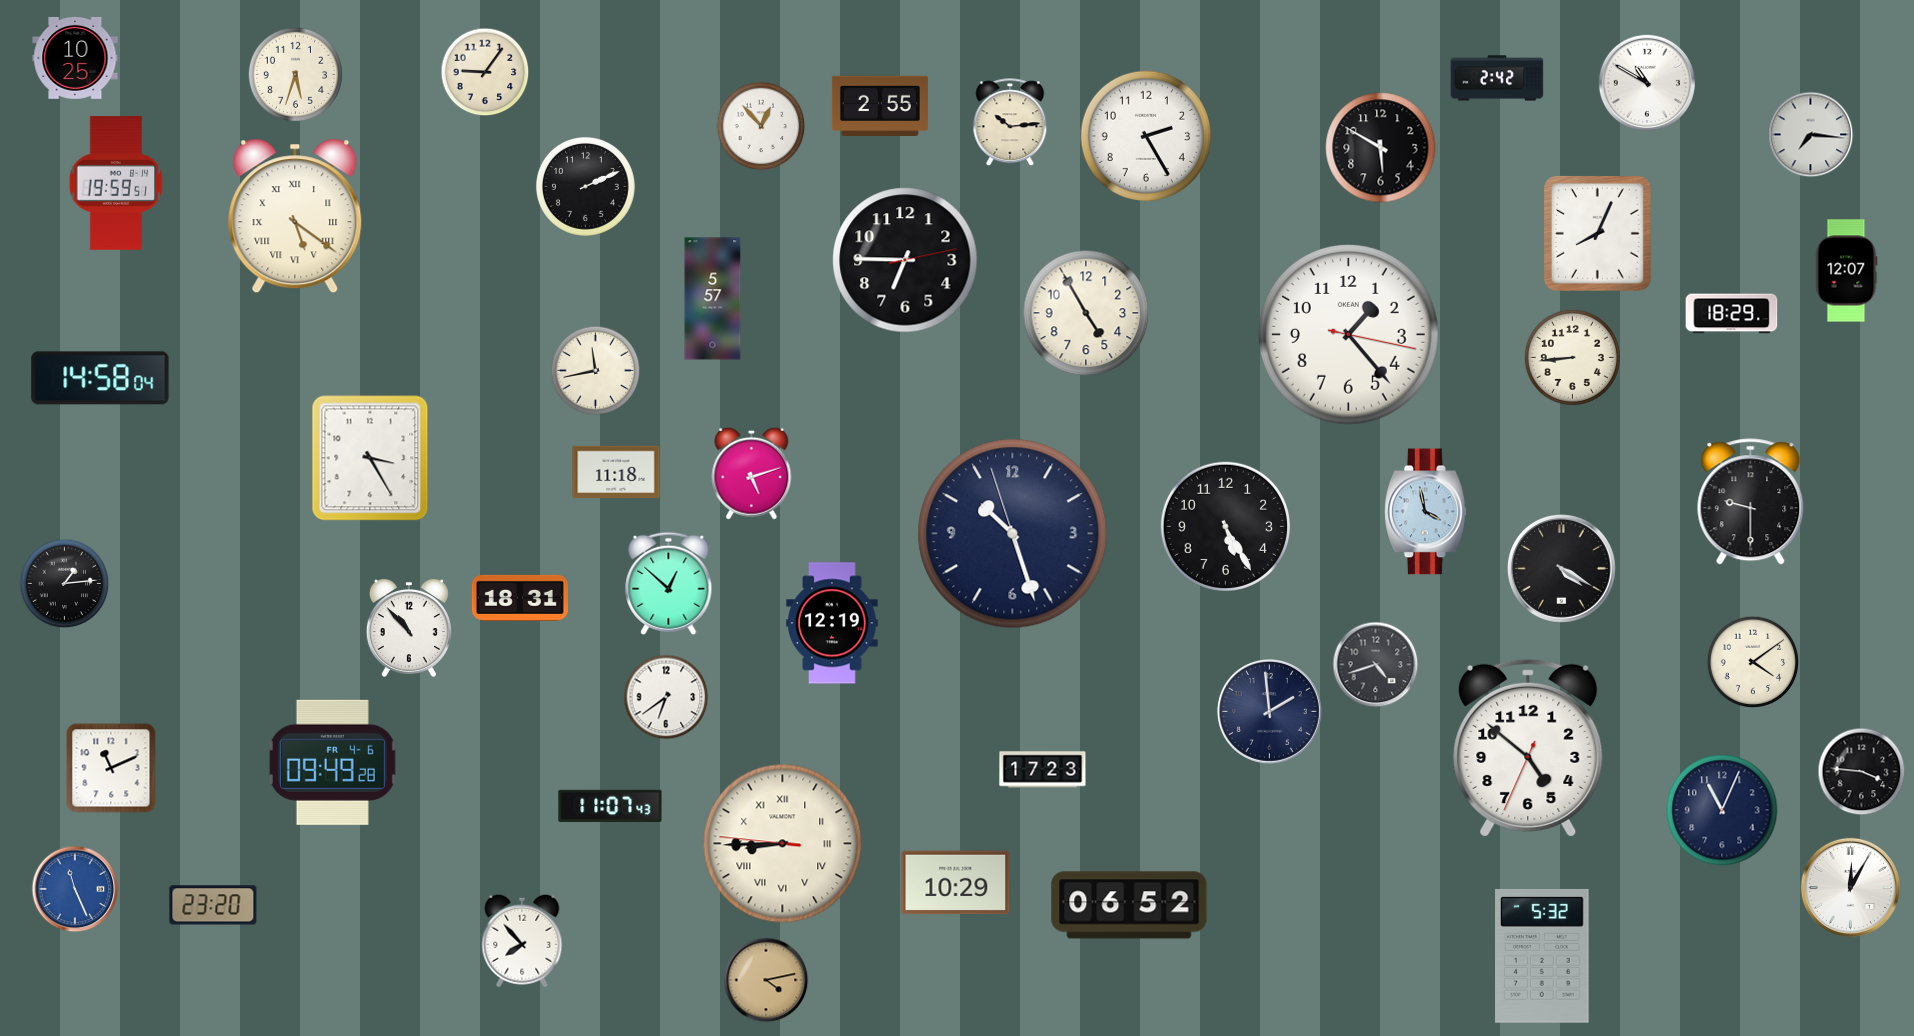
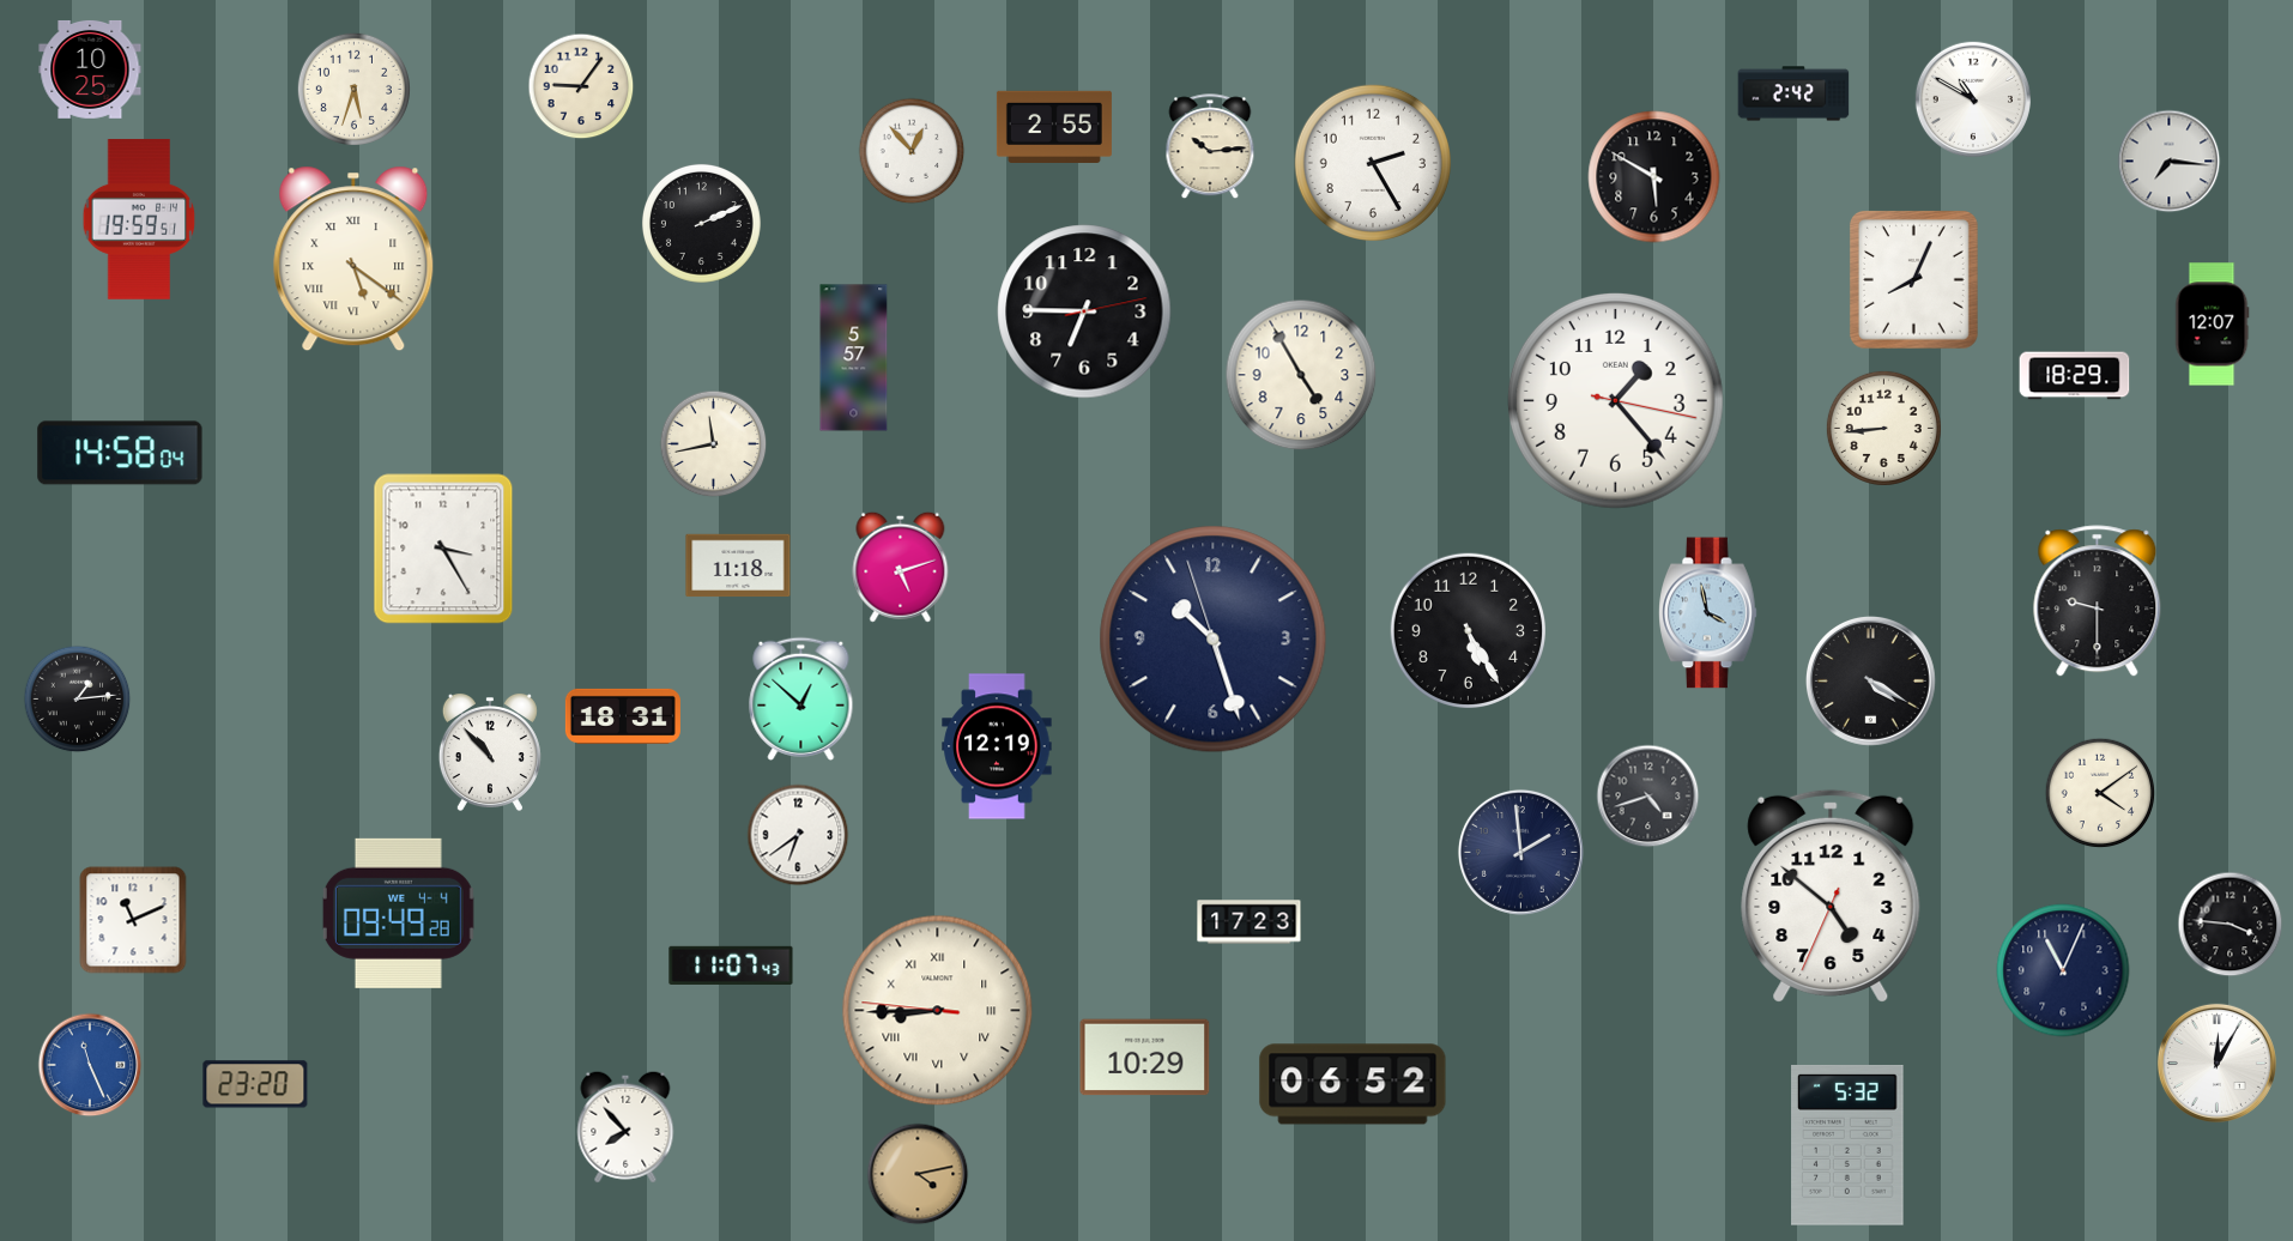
clock at (332, 762) date: FR 4-6 -> WE 4-4
